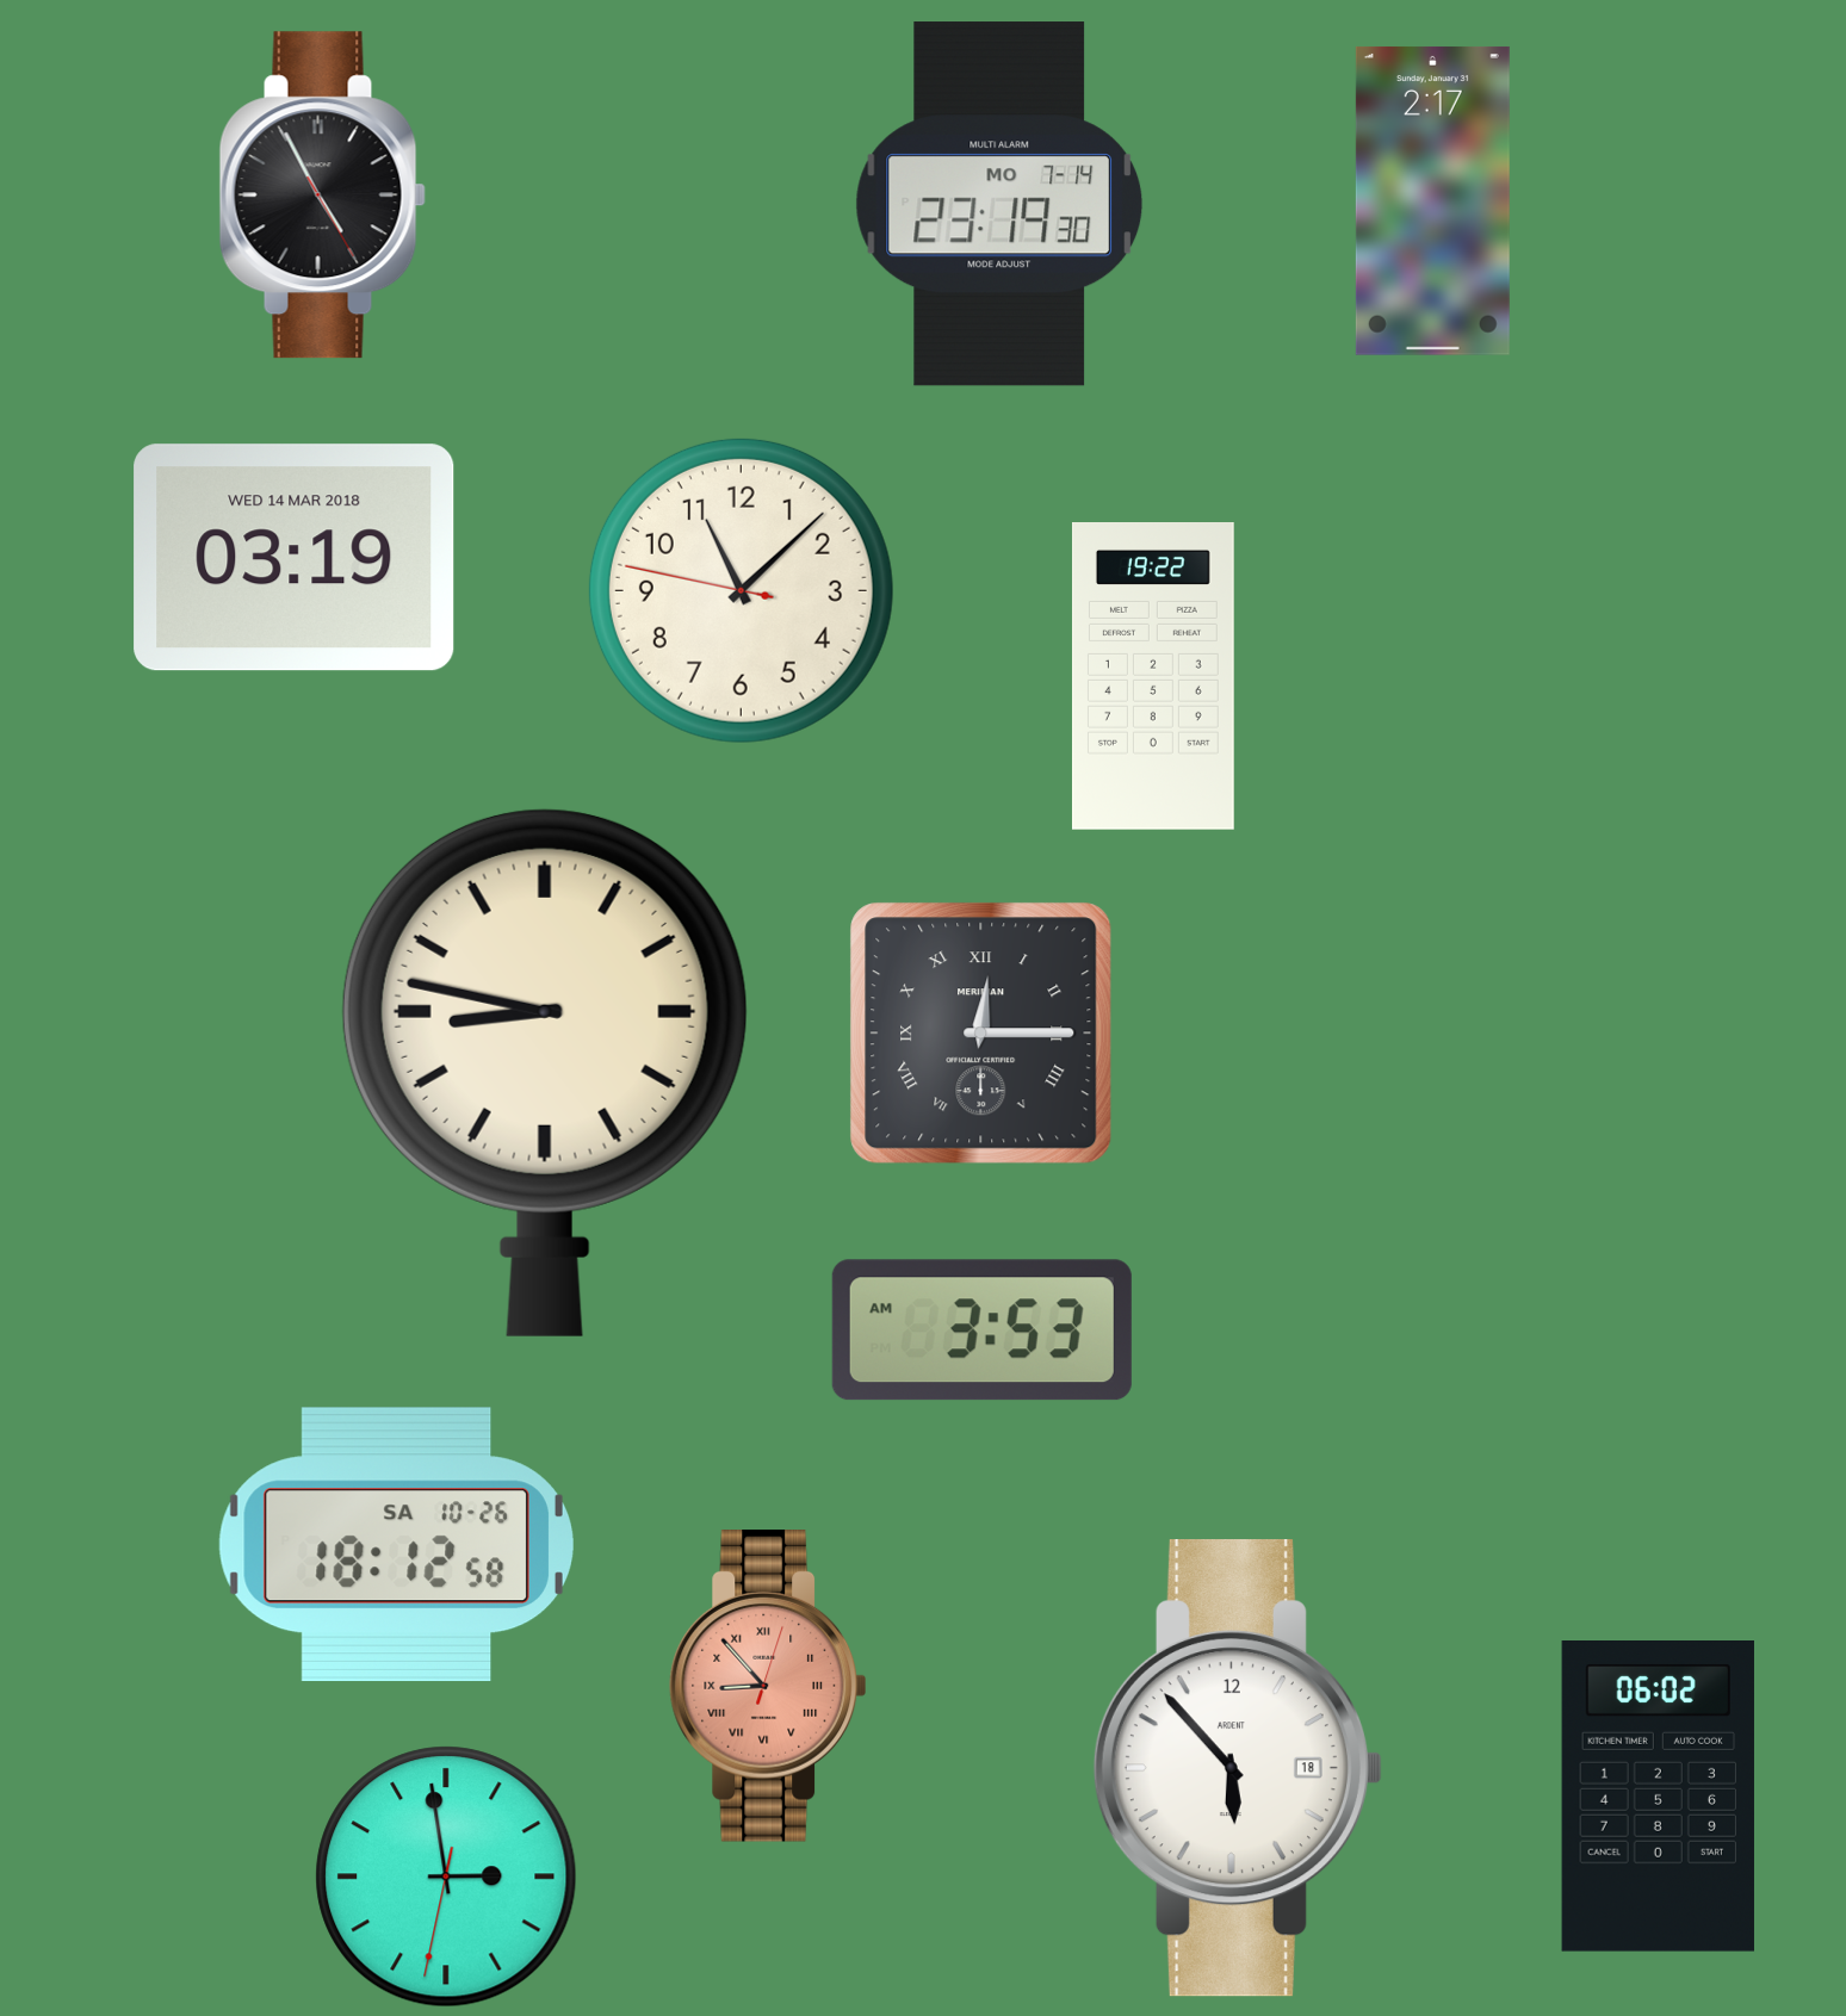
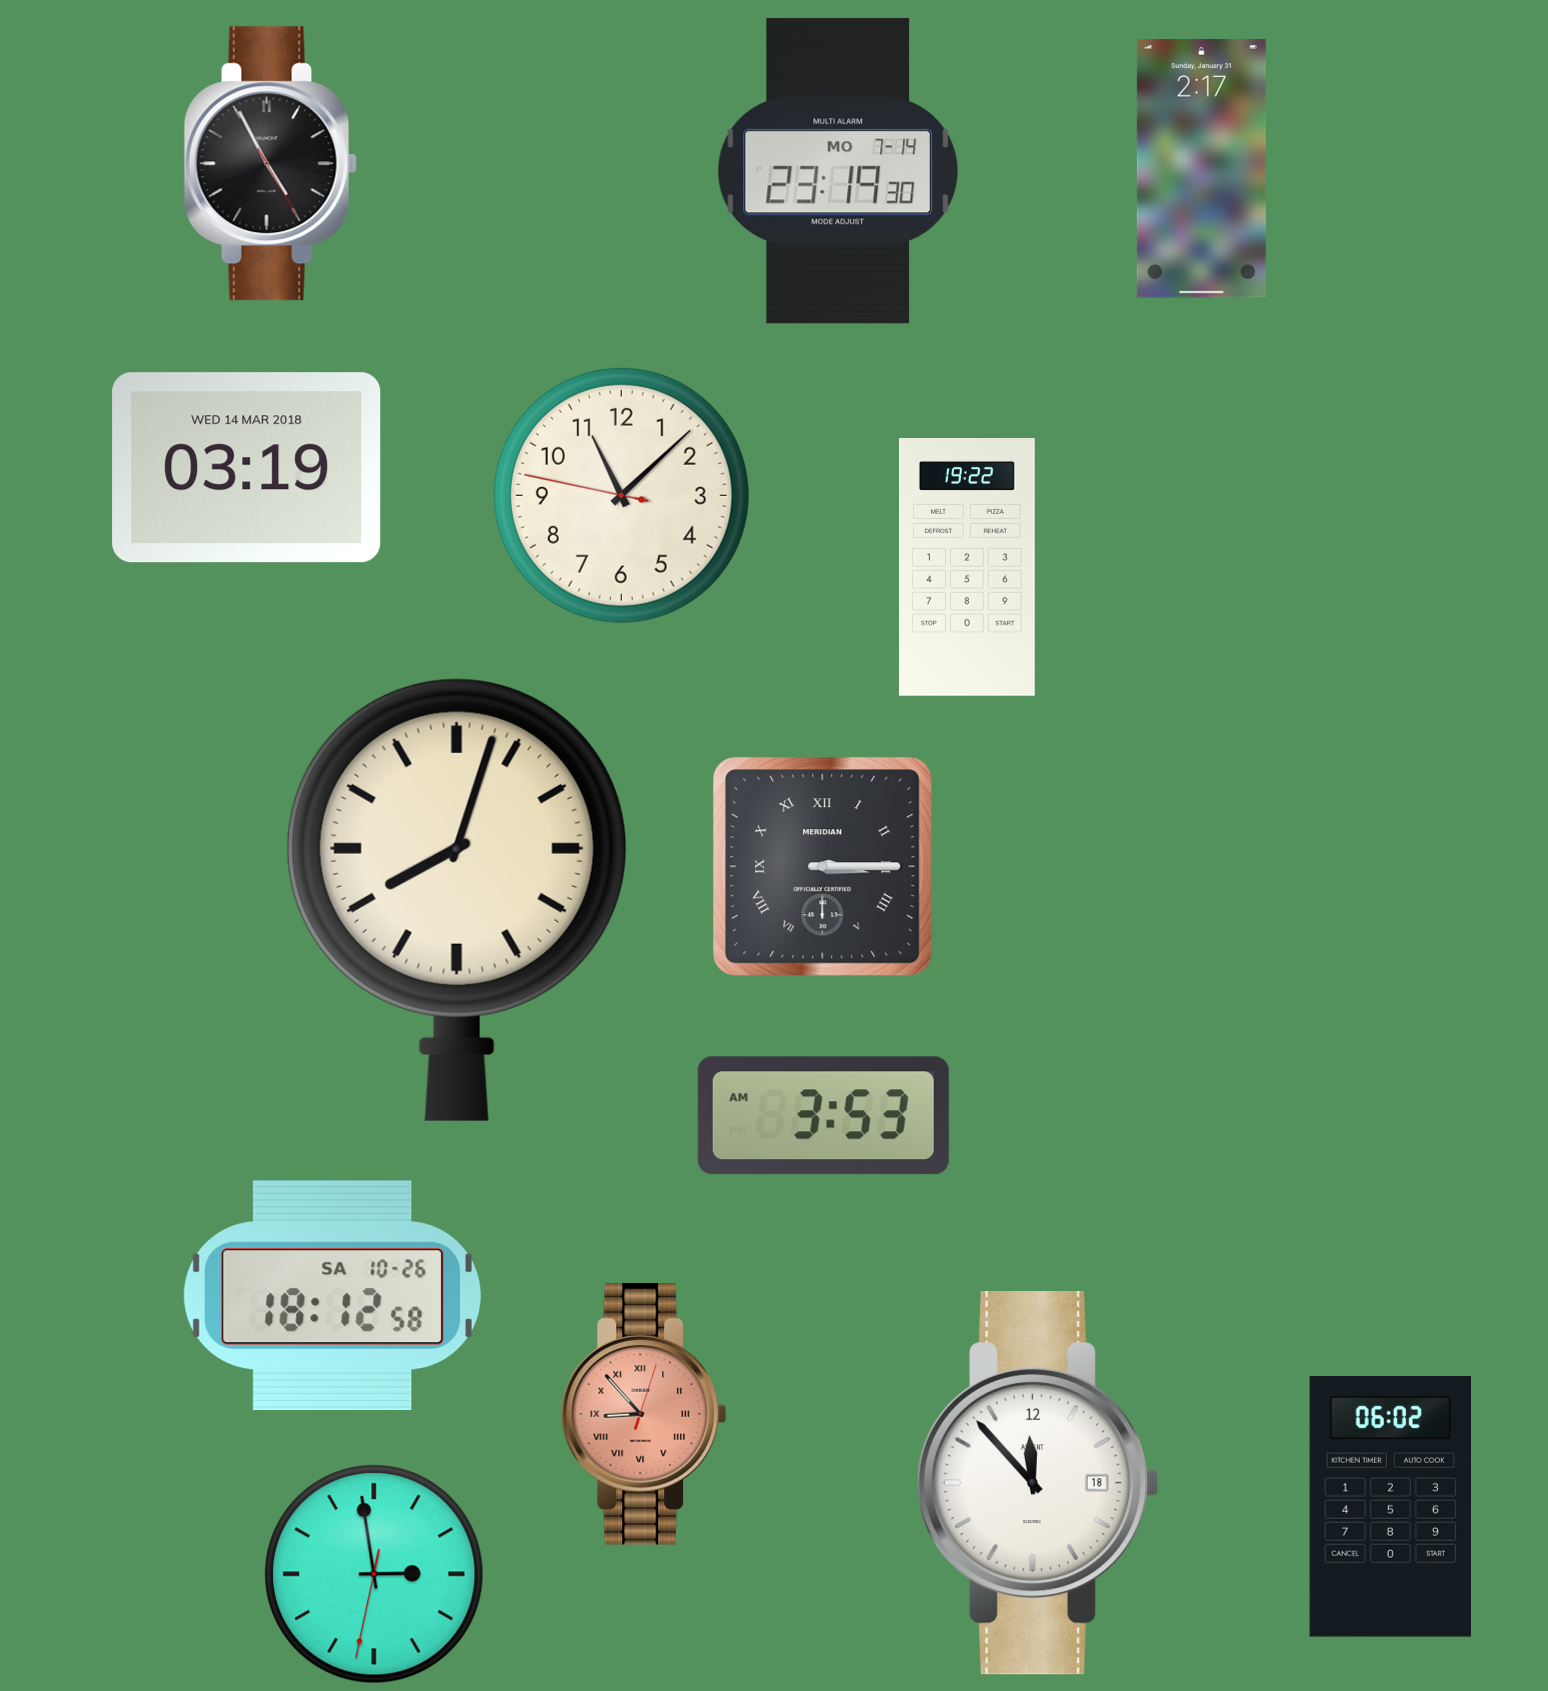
clock at (981, 1034): 12:15 -> 3:15
clock at (545, 1072): 8:47 -> 8:03
clock at (1238, 1769): 5:53 -> 11:53
